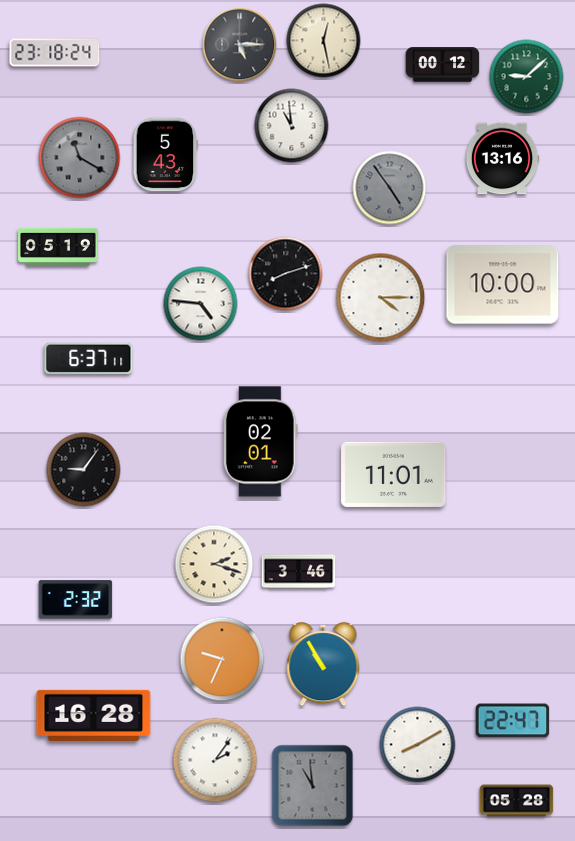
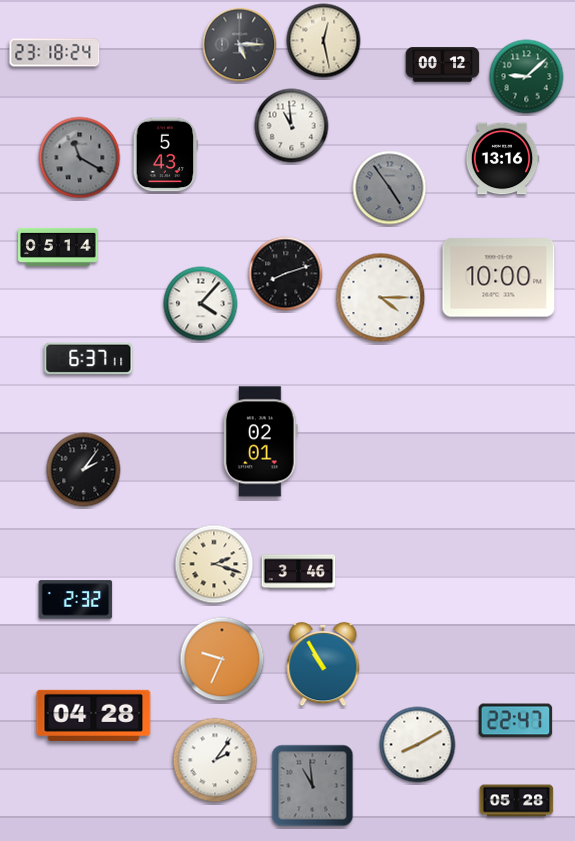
clock at (58, 247): 05:19 -> 05:14
clock at (503, 285) position: (503, 285) -> (499, 278)
clock at (201, 304): 4:46 -> 4:07
clock at (84, 470): 9:06 -> 2:06
clock at (394, 474): 11:01 -> none
clock at (94, 715): 16:28 -> 04:28
clock at (513, 721) position: (513, 721) -> (516, 721)
